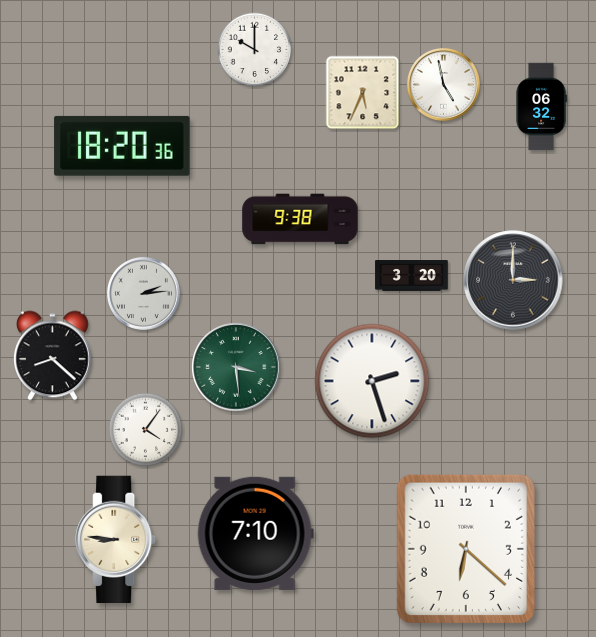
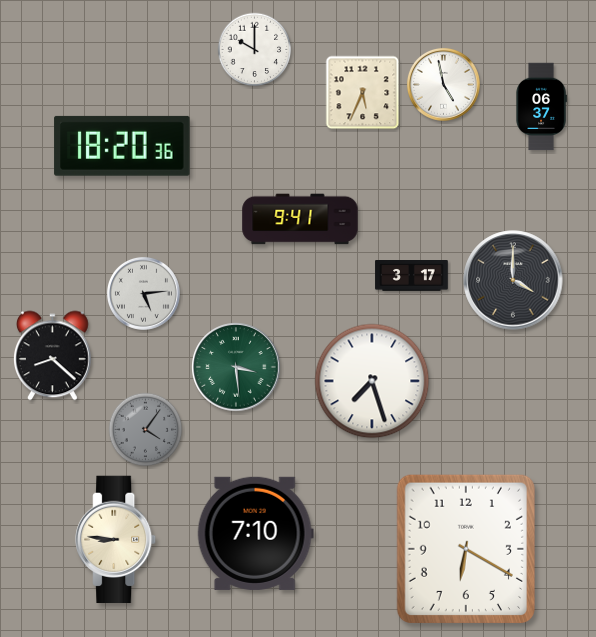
clock at (541, 107): 06:32 -> 06:37
clock at (300, 219): 9:38 -> 9:41
clock at (412, 276): 3:20 -> 3:17
clock at (513, 280): 3:00 -> 4:00
clock at (143, 293): 2:14 -> 5:14
clock at (372, 381): 2:27 -> 7:27
clock at (146, 430) dial: white -> grey
clock at (465, 548): 6:22 -> 6:20
